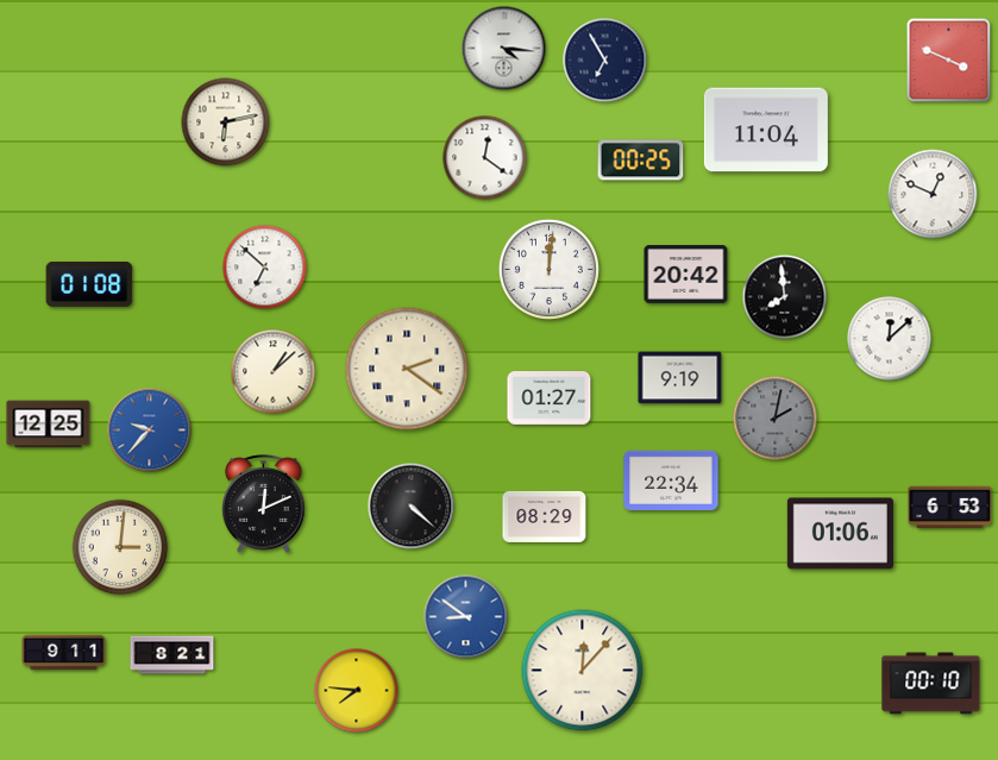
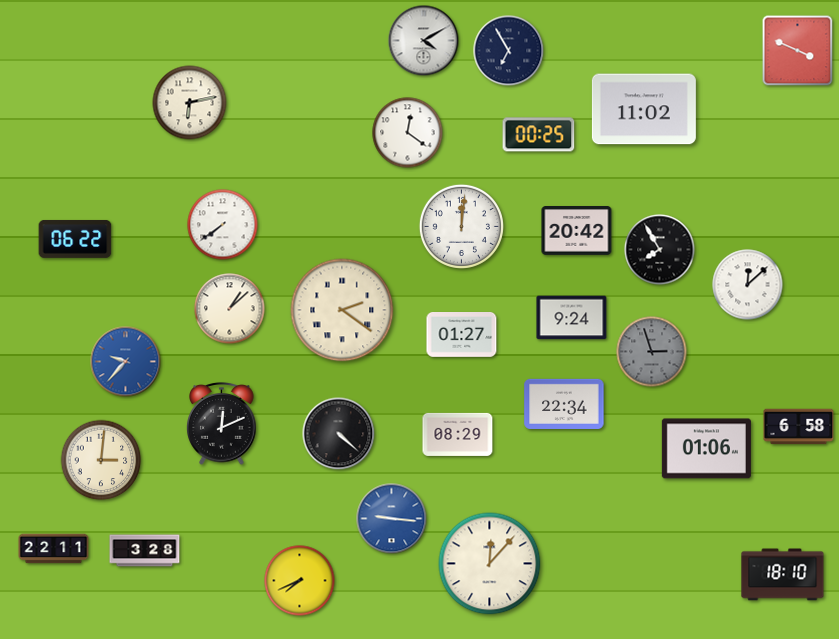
clock at (504, 49): 4:16 -> 4:10
clock at (766, 130): 11:04 -> 11:02
clock at (933, 194): 12:49 -> none
clock at (265, 268): 6:52 -> 7:39
clock at (89, 284): 01:08 -> 06:22
clock at (785, 297): 7:59 -> 7:55
clock at (274, 372) position: (274, 372) -> (230, 309)
clock at (680, 378): 9:19 -> 9:24
clock at (776, 419): 2:02 -> 2:57
clock at (49, 425): 12:25 -> none
clock at (412, 507) position: (412, 507) -> (339, 434)
clock at (950, 508): 6:53 -> 6:58
clock at (466, 617): 8:51 -> 9:16
clock at (64, 653): 9:11 -> 22:11
clock at (172, 655): 8:21 -> 3:28
clock at (931, 684): 00:10 -> 18:10
clock at (357, 691): 7:46 -> 7:41
